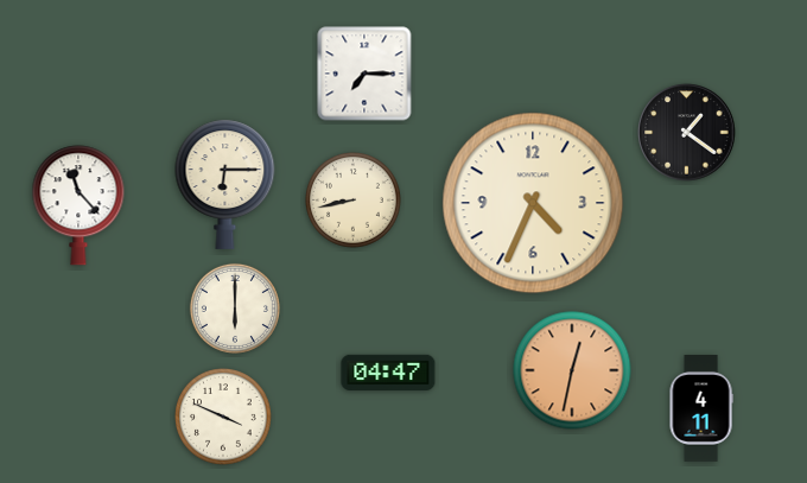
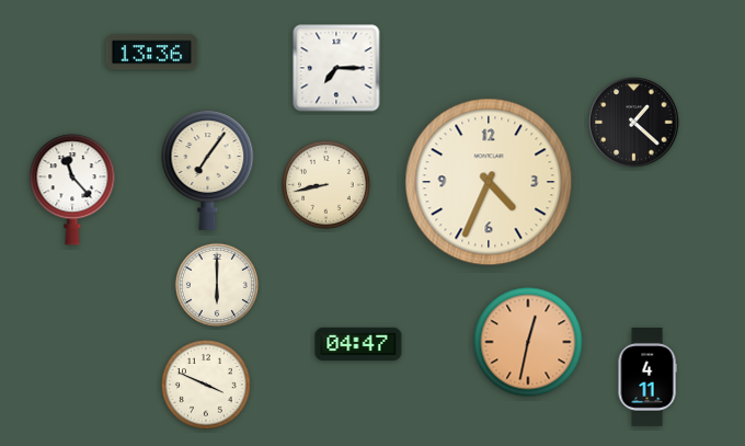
clock at (152, 53): none -> 13:36
clock at (687, 133): 1:21 -> 1:22
clock at (225, 184): 6:15 -> 7:06
clock at (533, 203) position: (533, 203) -> (489, 182)
